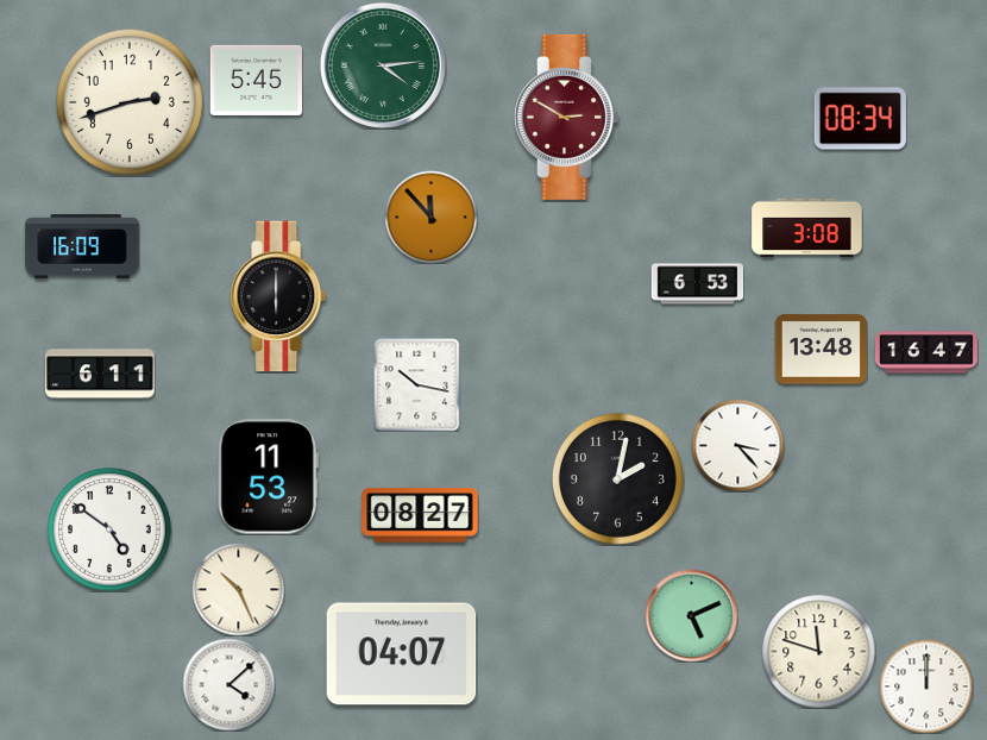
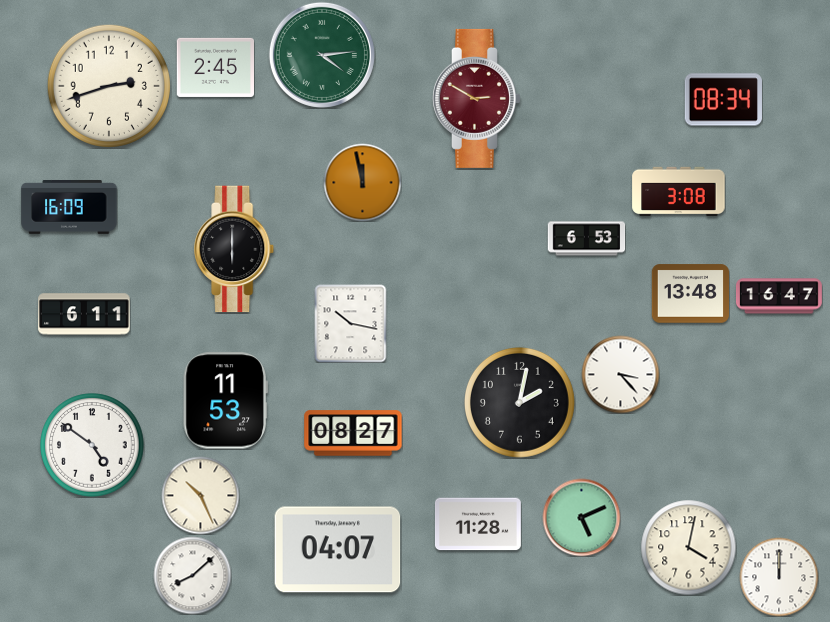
clock at (256, 80): 5:45 -> 2:45
clock at (430, 217): 11:53 -> 11:58
clock at (478, 524): none -> 11:28
clock at (818, 651): 11:48 -> 4:02
clock at (228, 684): 4:08 -> 8:08
